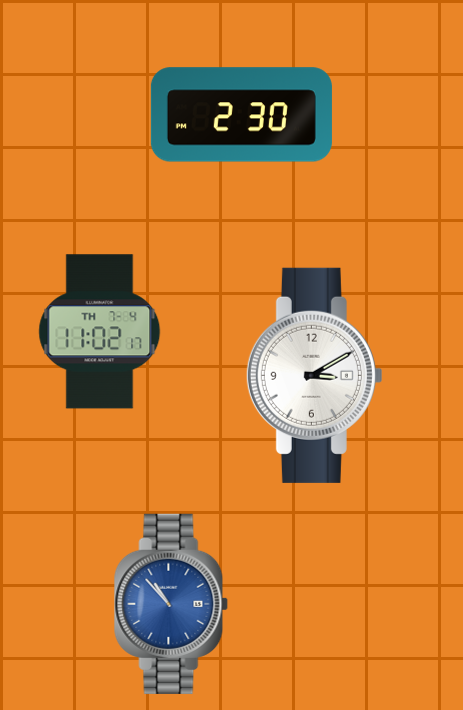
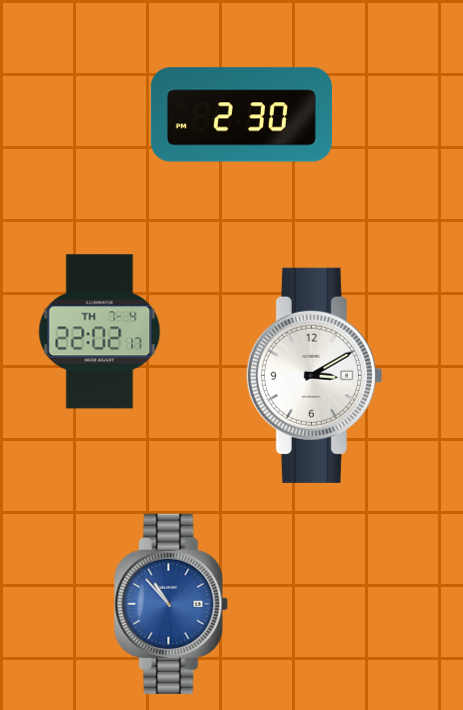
clock at (100, 332): 11:02 -> 22:02
